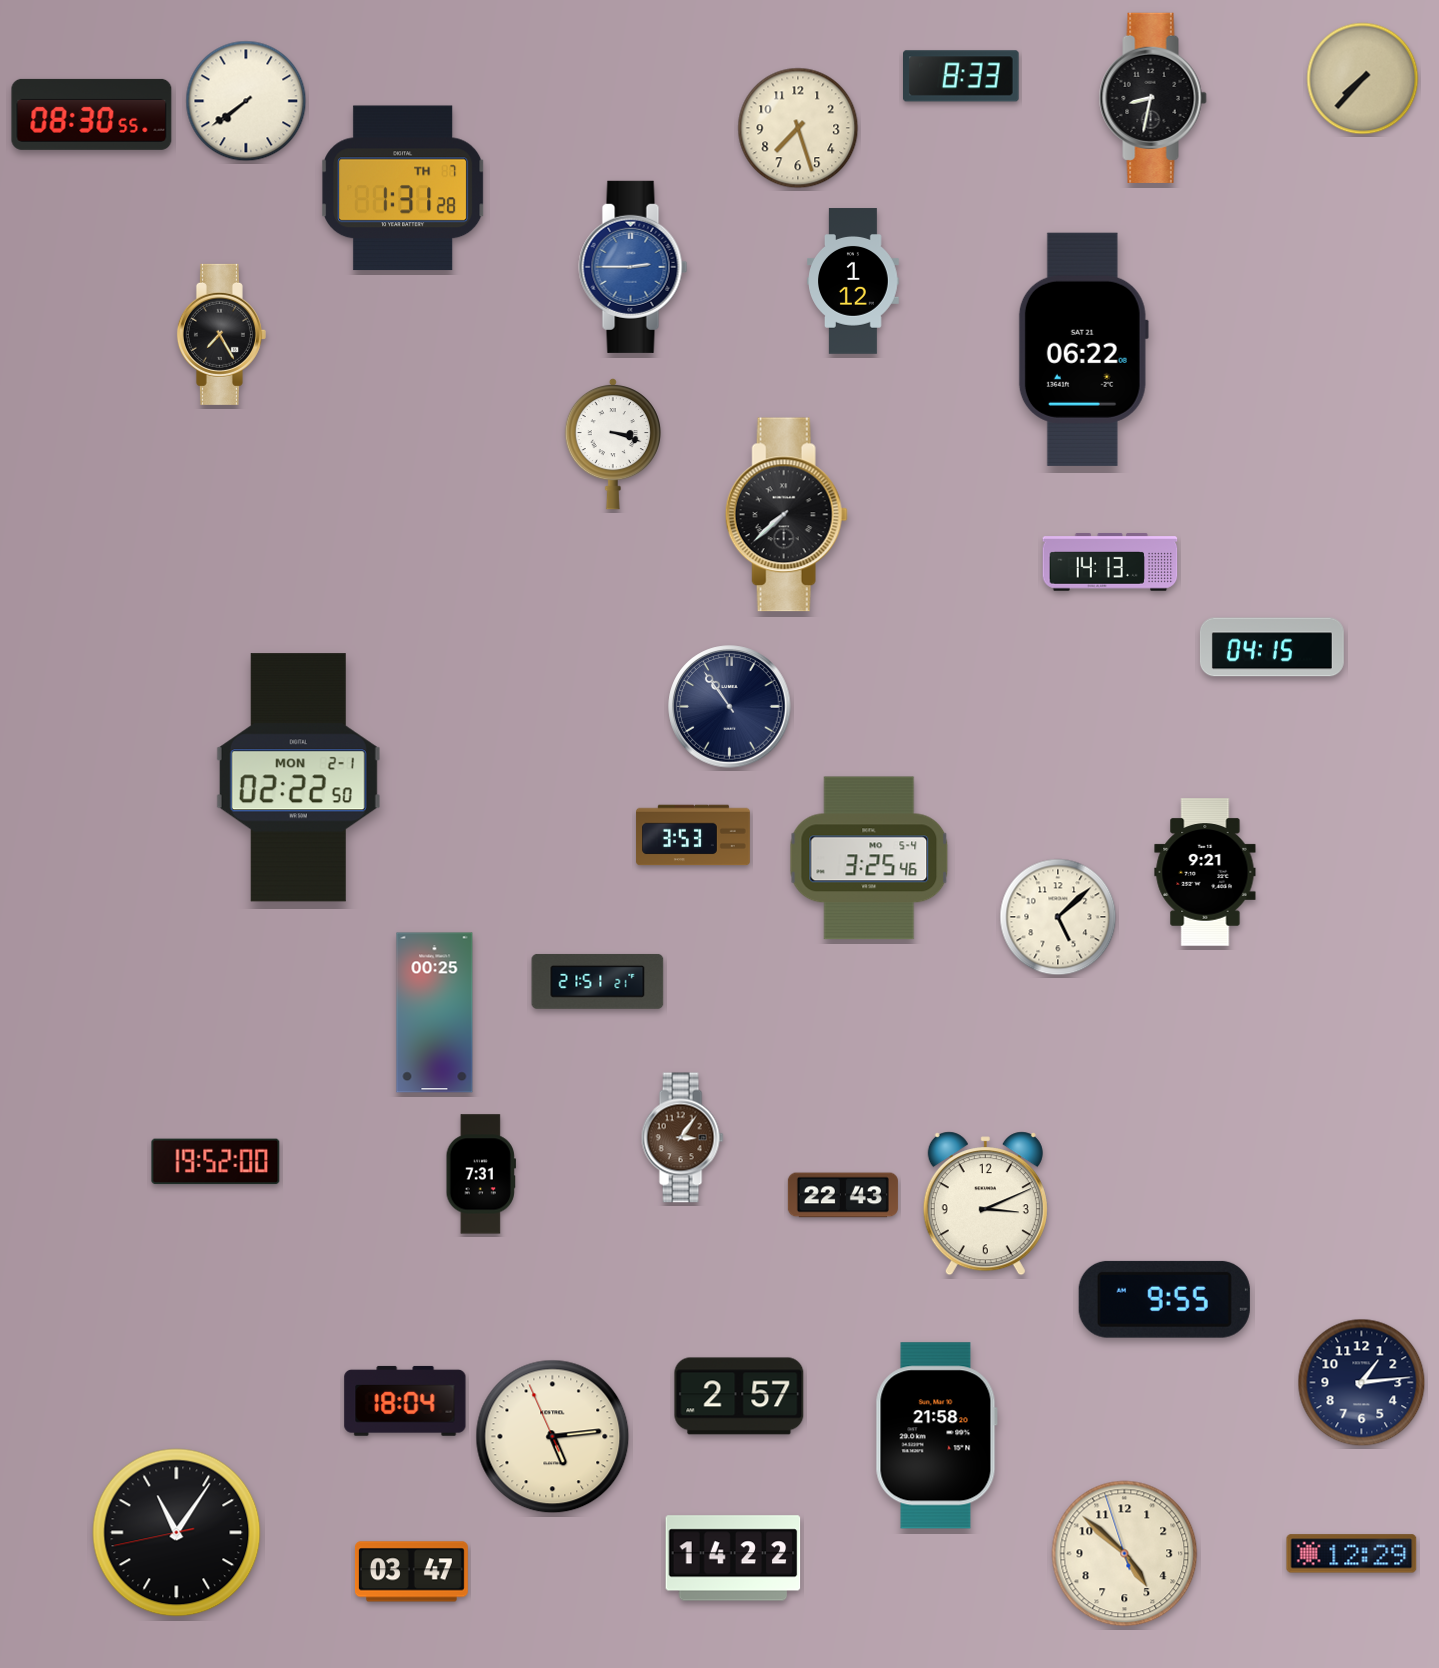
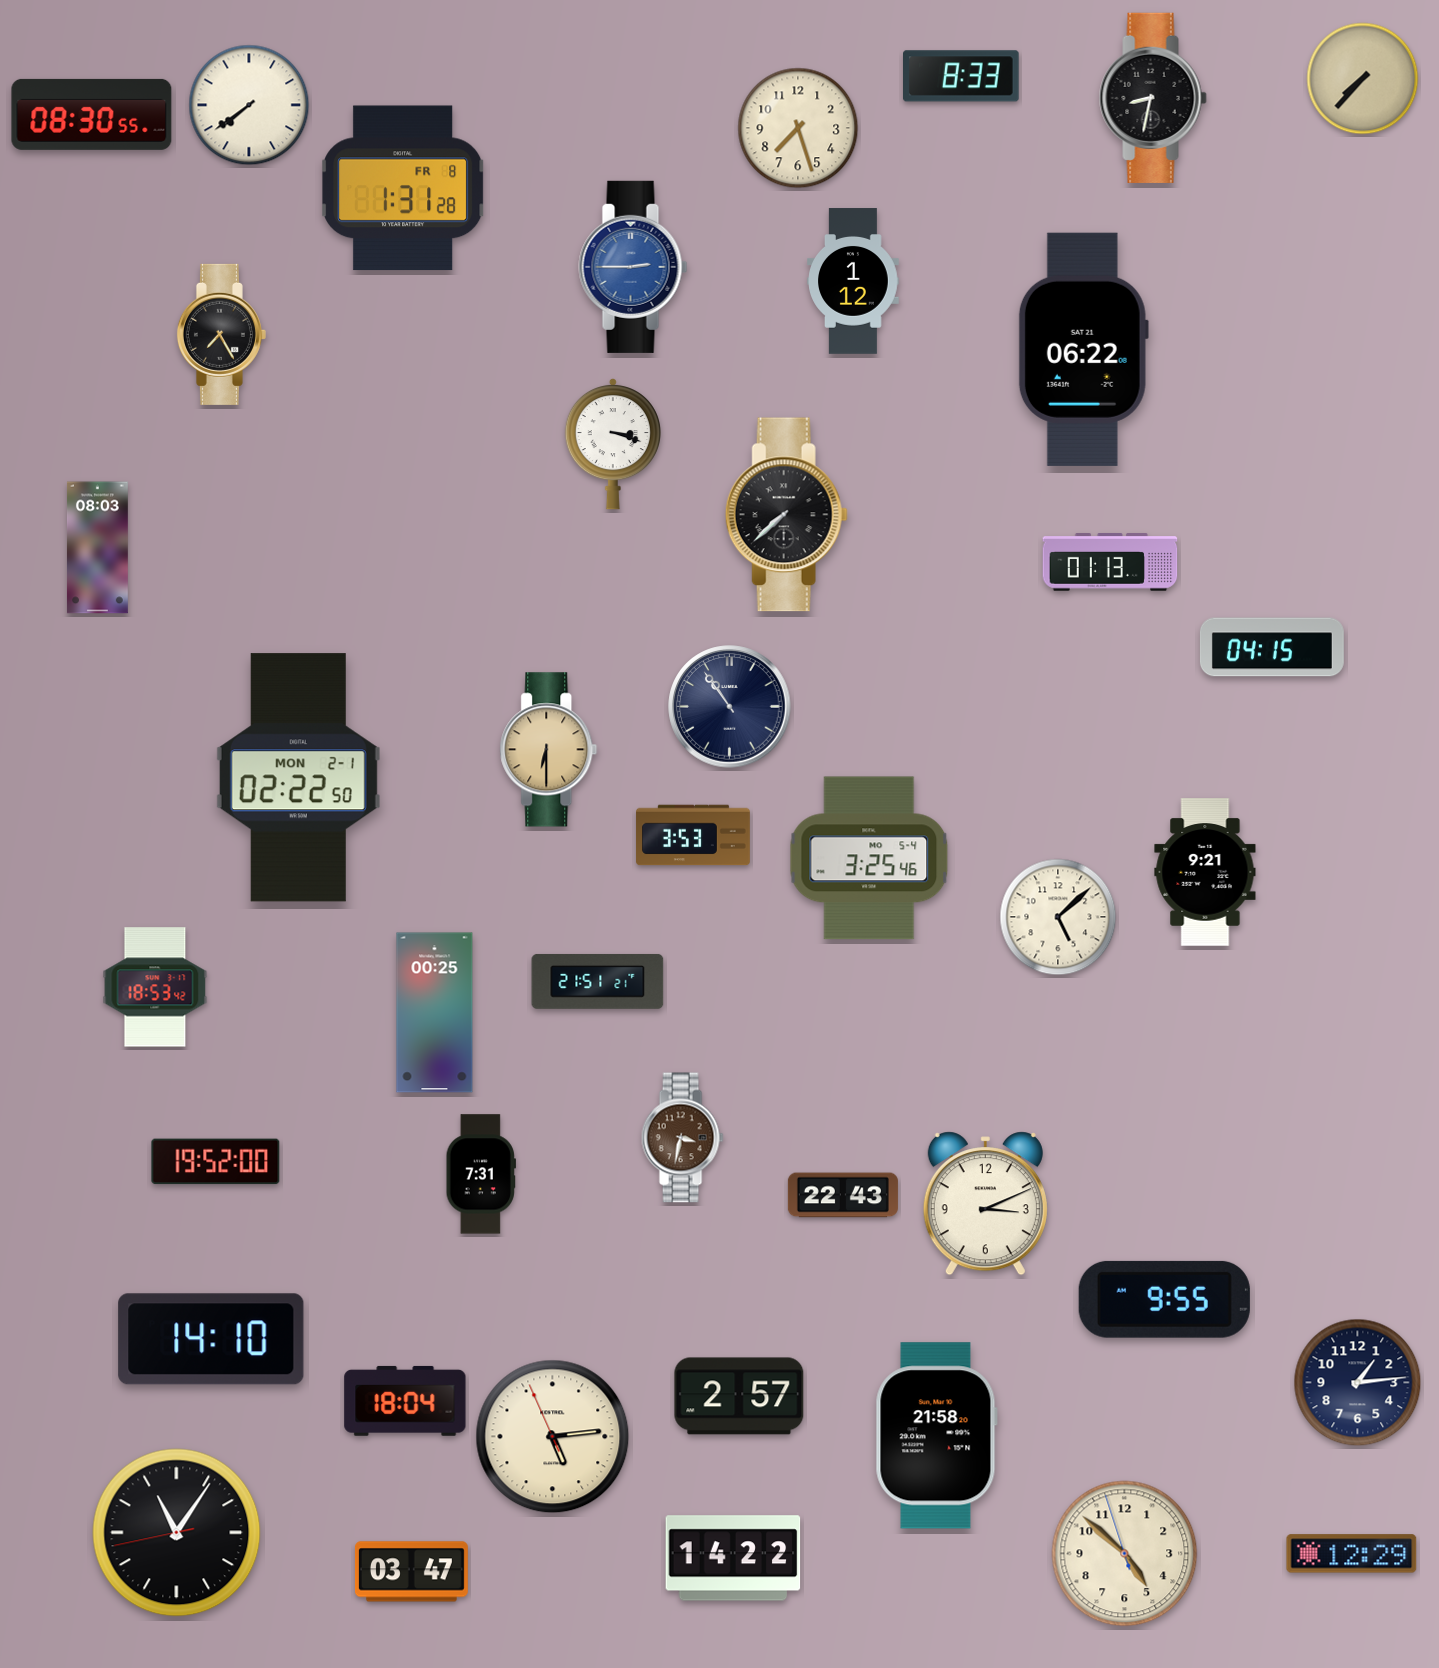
clock at (246, 101) position: (246, 101) -> (249, 105)
clock at (404, 188) date: TH 7 -> FR 8
clock at (97, 548): none -> 08:03
clock at (1110, 562): 14:13 -> 01:13
clock at (549, 750): none -> 6:30
clock at (155, 987): none -> 18:53
clock at (682, 1138): 3:06 -> 3:32
clock at (211, 1339): none -> 14:10
clock at (1362, 1383) position: (1362, 1383) -> (1358, 1383)
